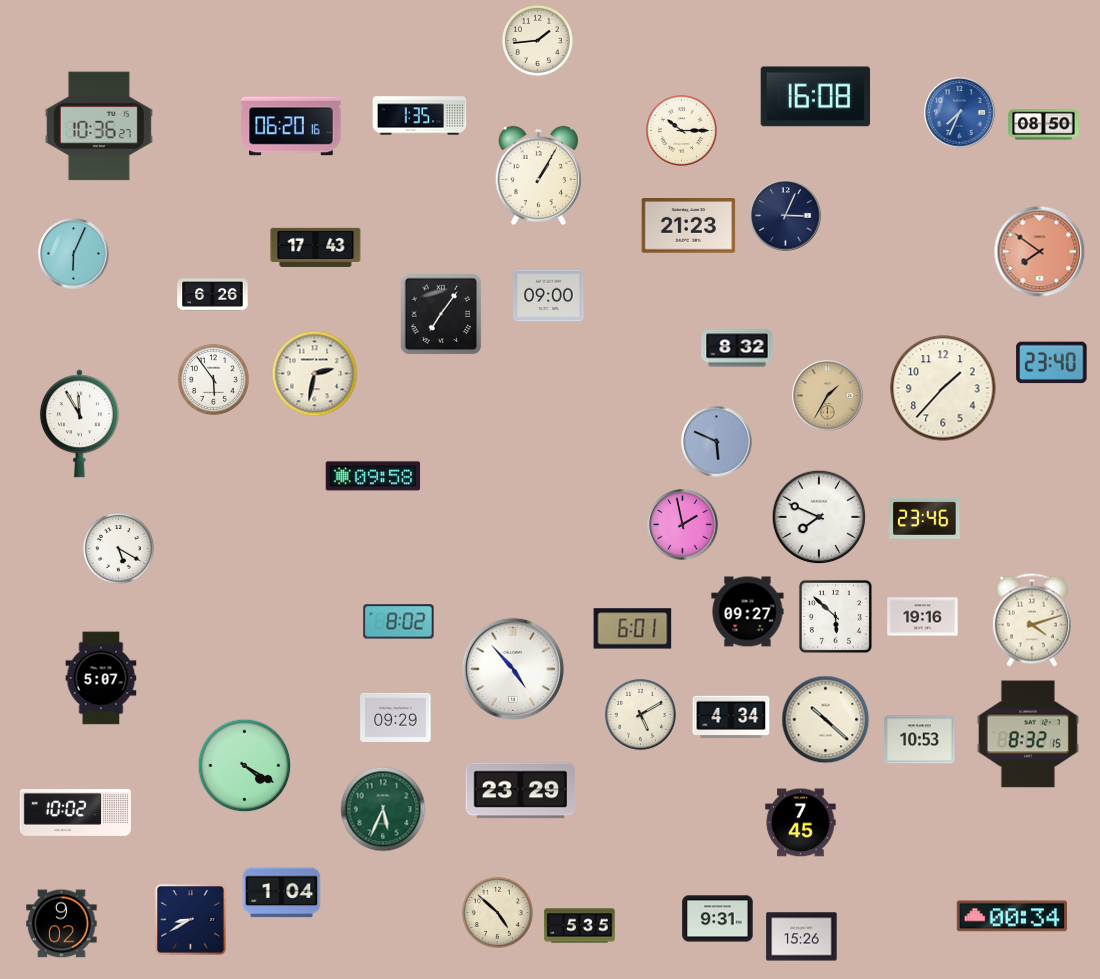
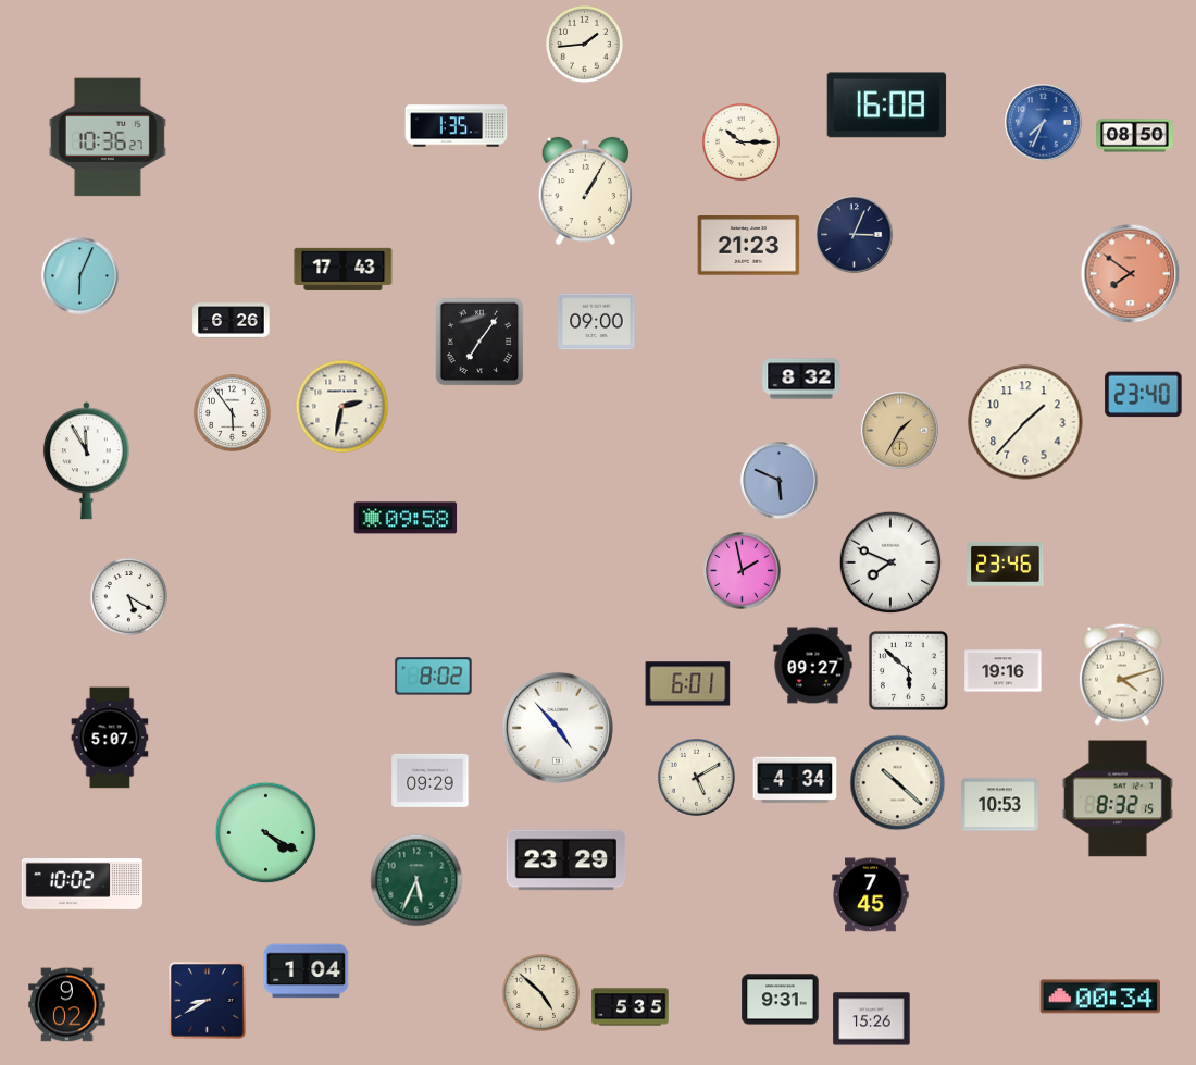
clock at (291, 126): 06:20 -> none
